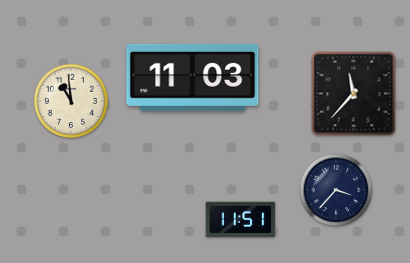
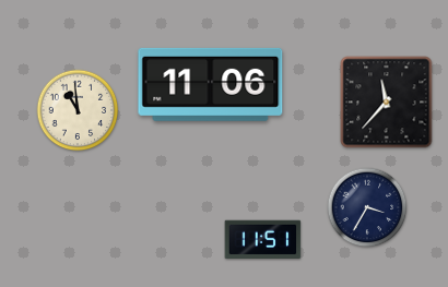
clock at (193, 77): 11:03 -> 11:06
clock at (336, 190): 3:37 -> 3:35
